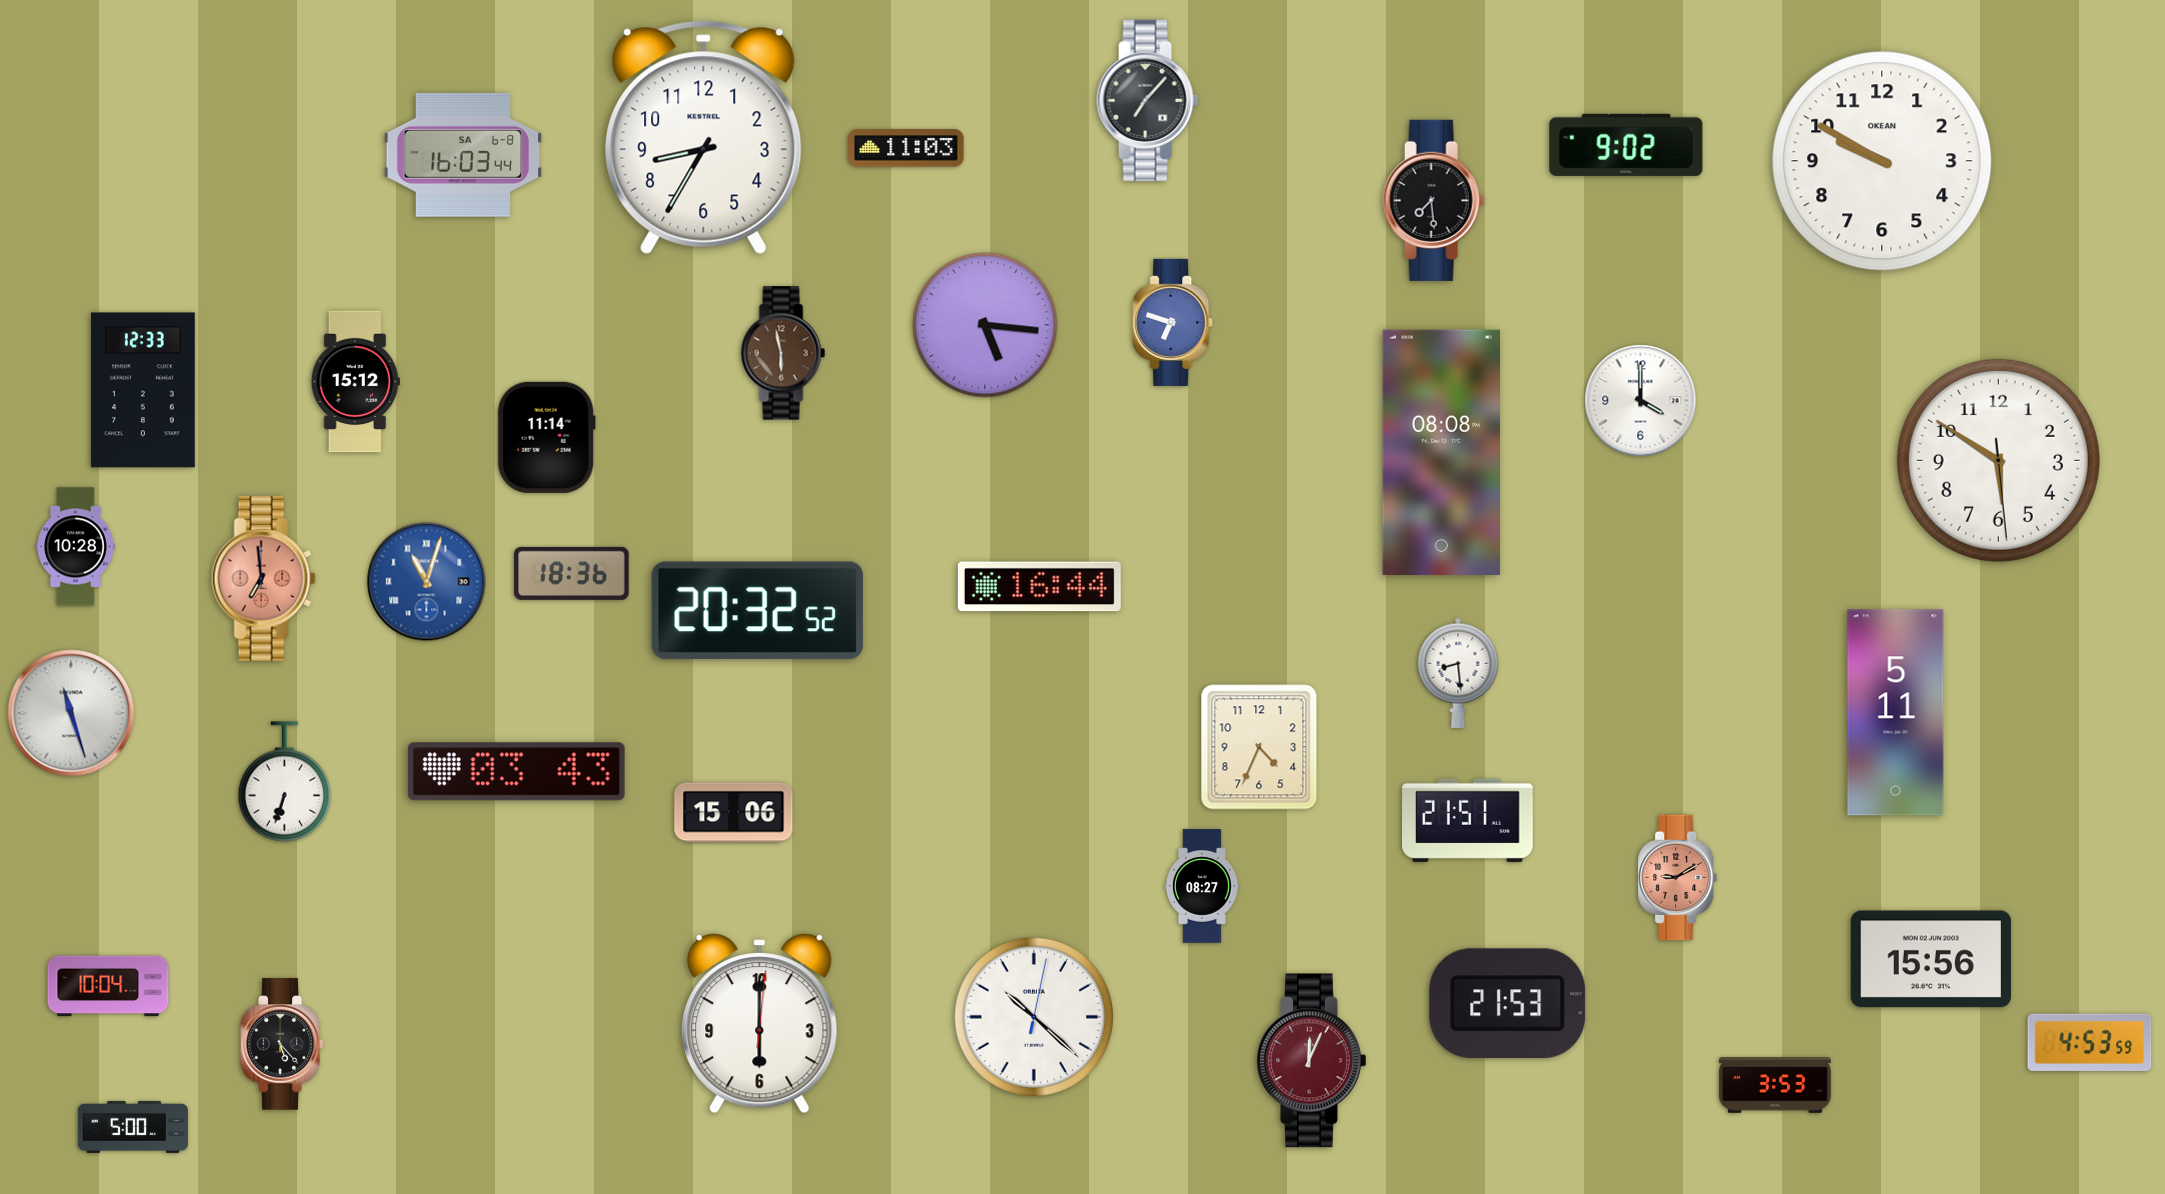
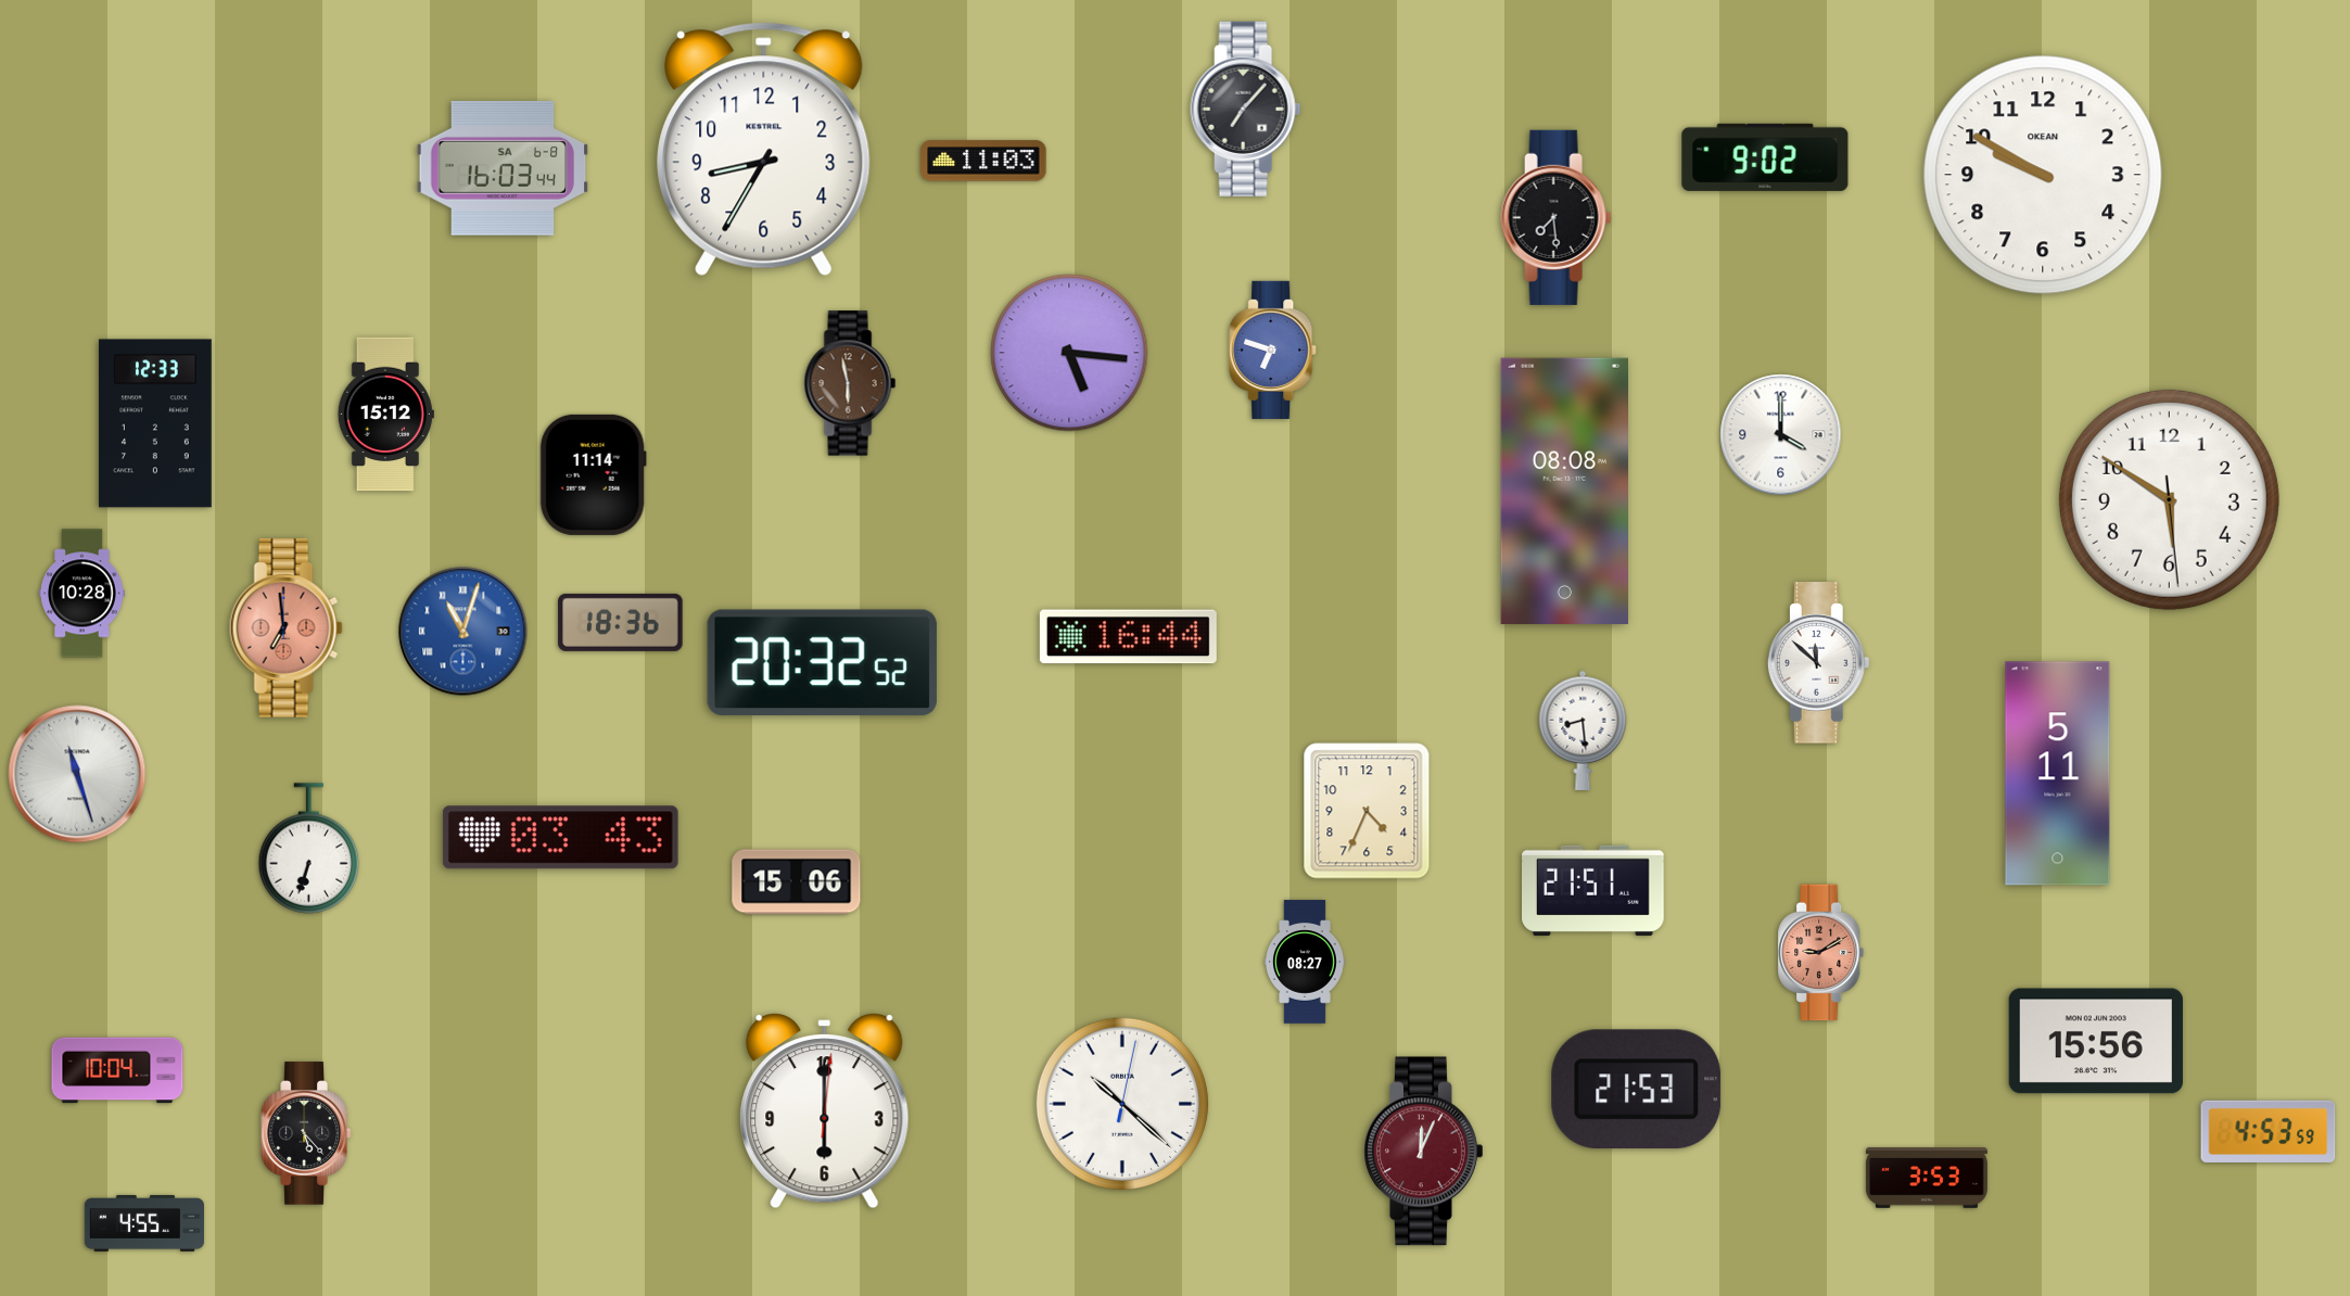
clock at (1818, 663): none -> 11:52
clock at (133, 1127): 5:00 -> 4:55
